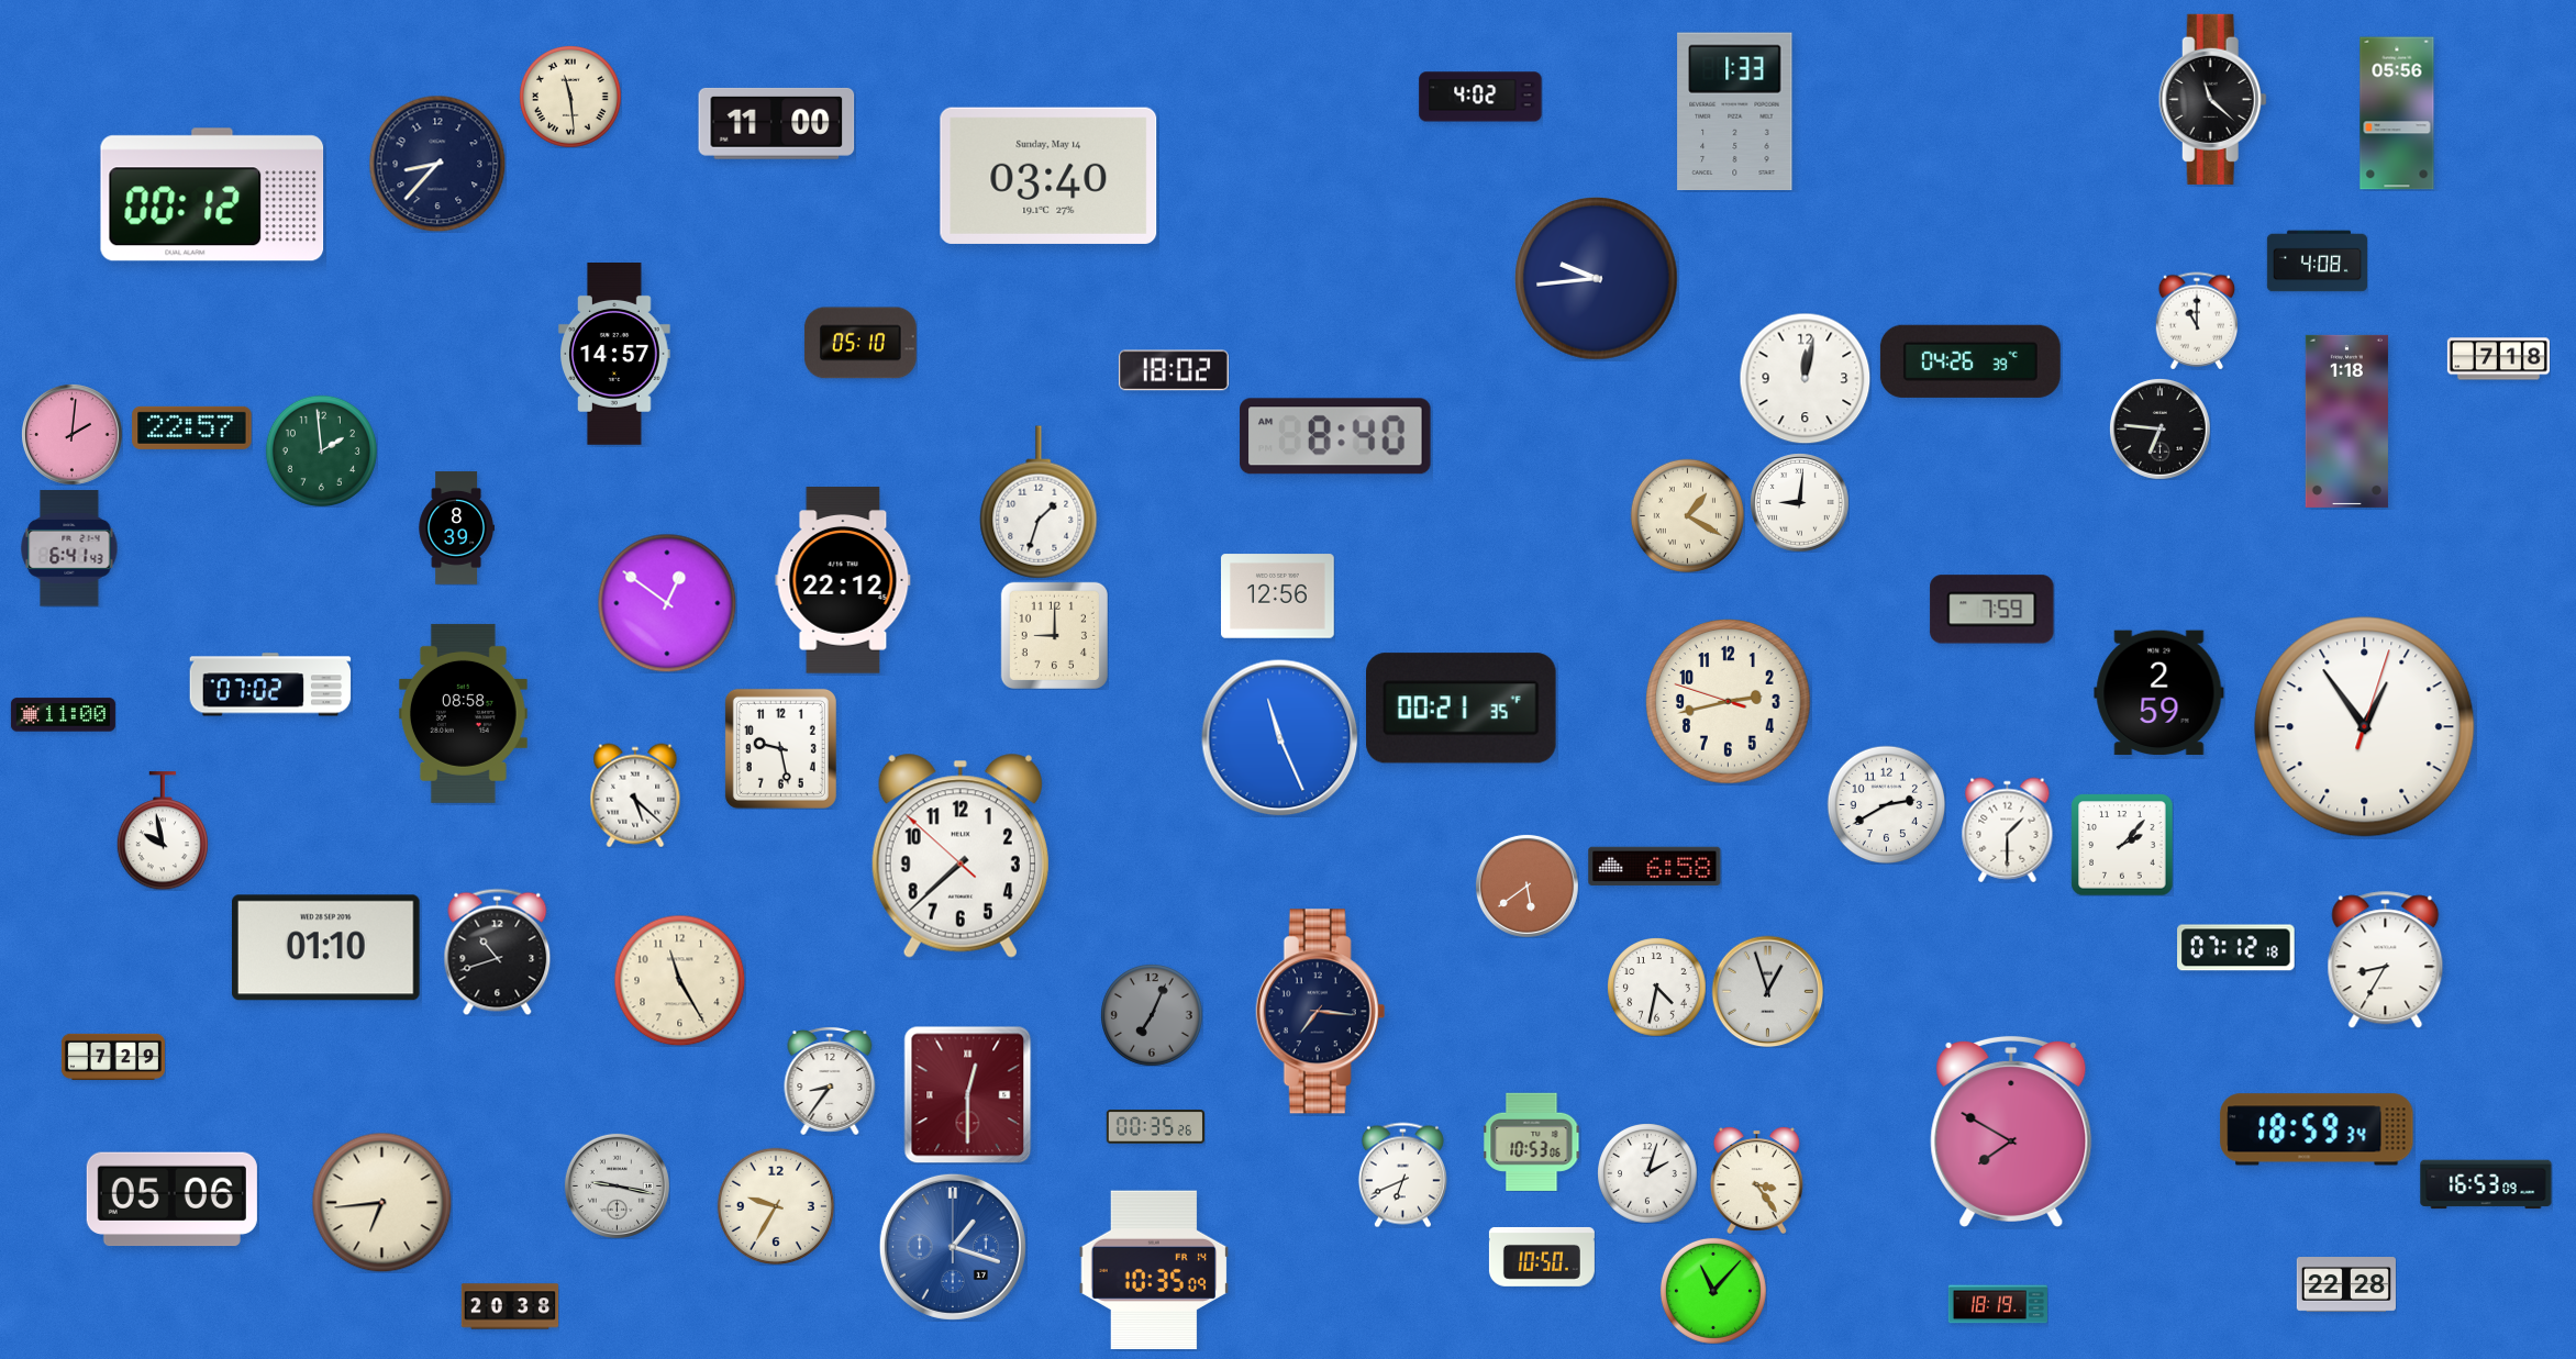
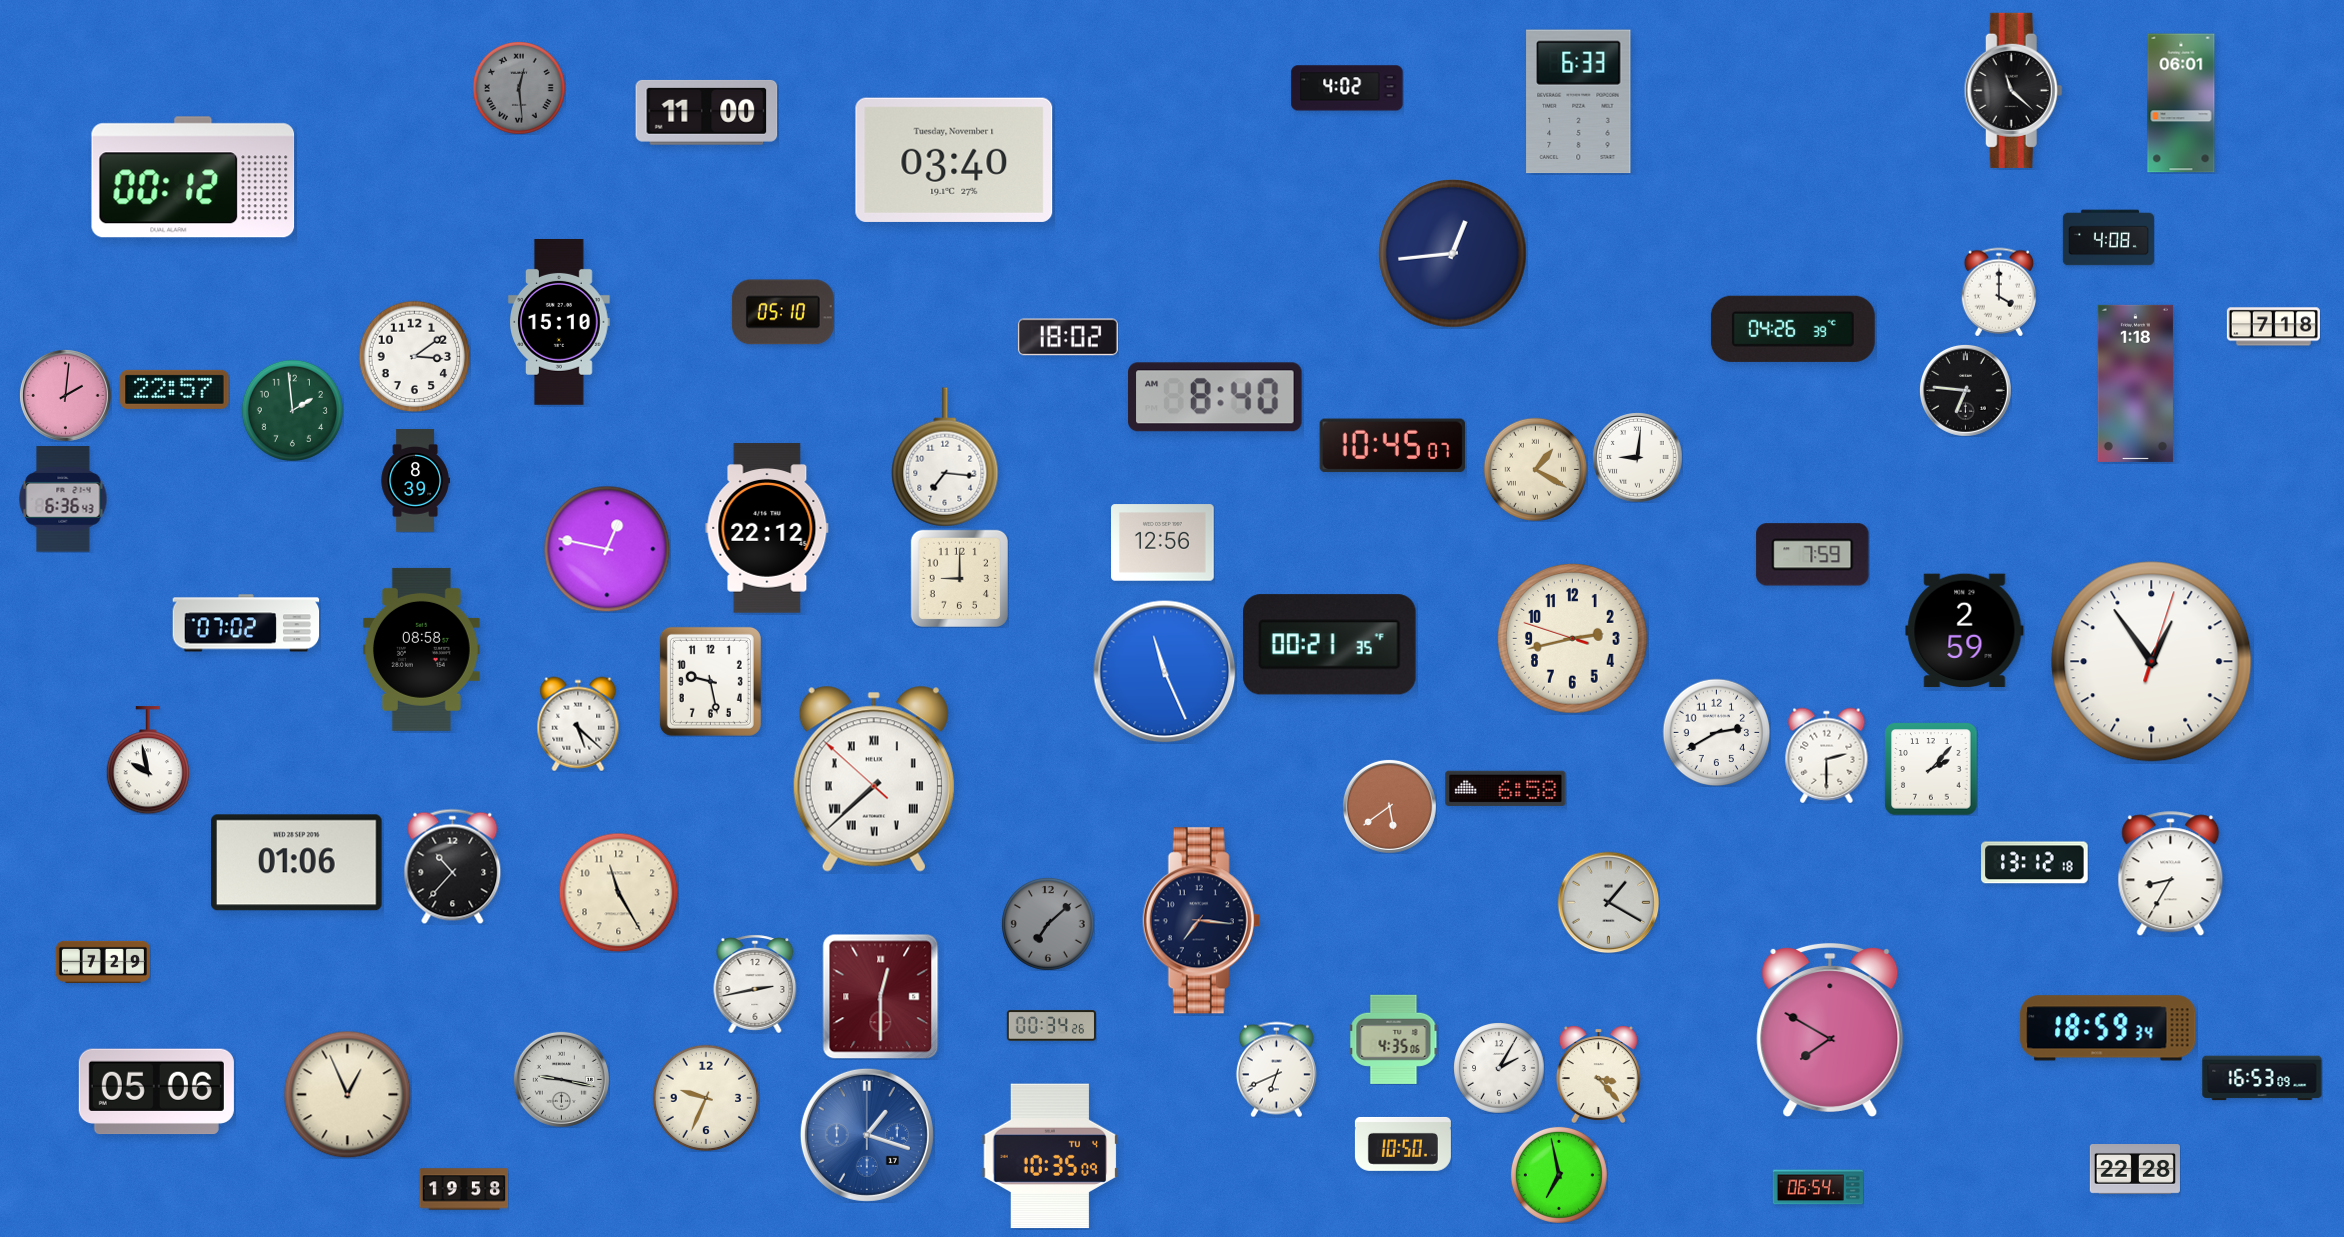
clock at (570, 97): 11:29 -> 12:29
clock at (570, 97) dial: cream -> grey
clock at (1735, 112): 1:33 -> 6:33
clock at (2397, 113): 05:56 -> 06:01
clock at (437, 164): 8:37 -> none
clock at (1048, 176) date: Sunday, May 14 -> Tuesday, November 1
clock at (1597, 279): 9:44 -> 12:44
clock at (2196, 321): 11:00 -> 4:00
clock at (614, 355): 14:57 -> 15:10
clock at (1805, 378): 12:02 -> none
clock at (414, 356): none -> 3:09
clock at (1393, 446): none -> 10:45
clock at (1039, 502): 1:33 -> 7:16
clock at (69, 548): 6:41 -> 6:36
clock at (667, 603): 12:51 -> 12:47
clock at (63, 715): 11:00 -> none
clock at (2008, 829): 1:30 -> 2:30
clock at (162, 831) position: (162, 831) -> (147, 760)
clock at (961, 856) numerals: Arabic -> Roman
clock at (326, 948): 01:10 -> 01:06
clock at (2236, 948): 07:12 -> 13:12
clock at (498, 951): 10:42 -> 10:37
clock at (1656, 987): 4:32 -> none
clock at (1767, 991): 12:57 -> 1:20
clock at (1152, 1015): 7:04 -> 7:08
clock at (830, 1081): 8:36 -> 2:43
clock at (1155, 1127): 00:35 -> 00:34
clock at (1532, 1141): 10:53 -> 4:35
clock at (1647, 1173): 2:03 -> 2:05
clock at (1756, 1180): 3:24 -> 3:23
clock at (381, 1202): 6:44 -> 12:56
clock at (775, 1205): 9:35 -> 9:34
clock at (1154, 1270) date: FR 14 -> TU 4
clock at (1713, 1291): 11:07 -> 6:58
clock at (1997, 1304): 18:19 -> 06:54
clock at (510, 1306): 20:38 -> 19:58
